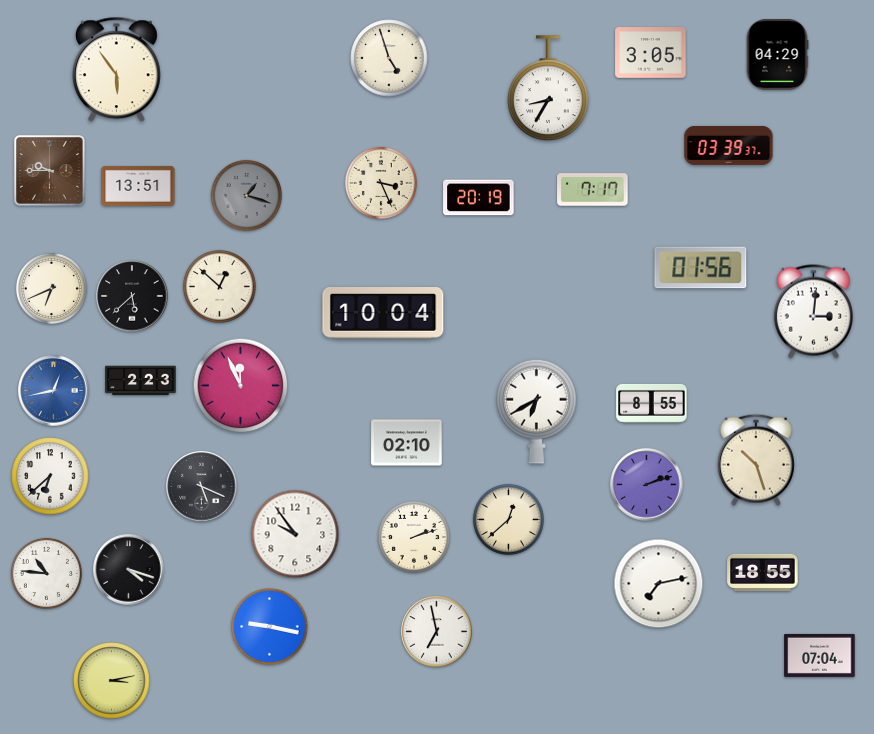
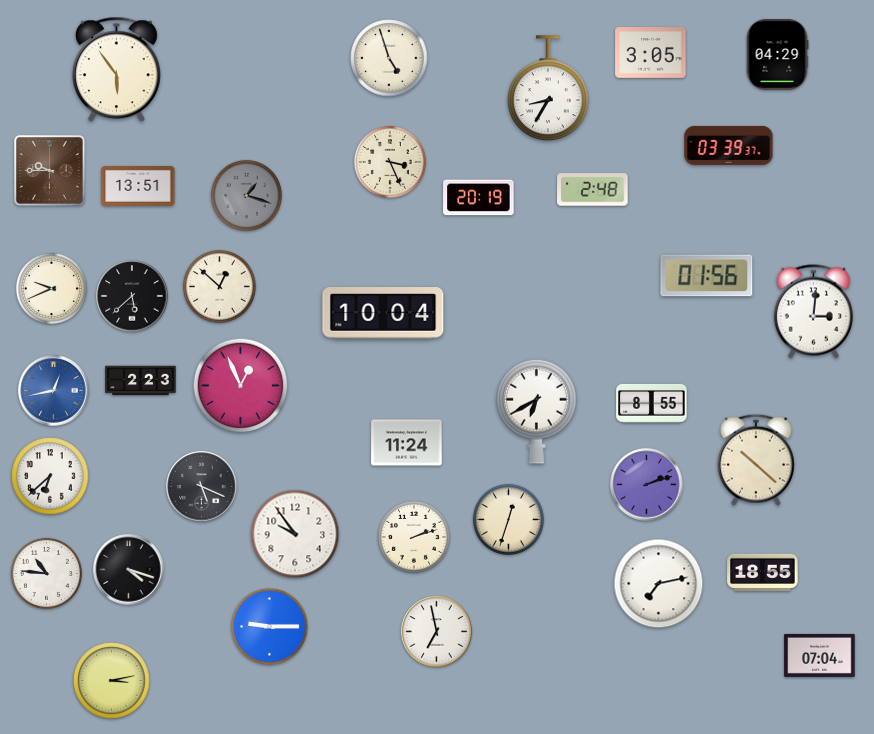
clock at (381, 183) position: (381, 183) -> (390, 162)
clock at (593, 190): 7:17 -> 2:48
clock at (701, 268) position: (701, 268) -> (707, 276)
clock at (51, 288): 6:41 -> 9:41
clock at (241, 386): 11:56 -> 12:56
clock at (407, 443): 02:10 -> 11:24
clock at (756, 460): 10:27 -> 10:22
clock at (508, 519): 12:38 -> 12:33
clock at (270, 627): 9:17 -> 9:15
